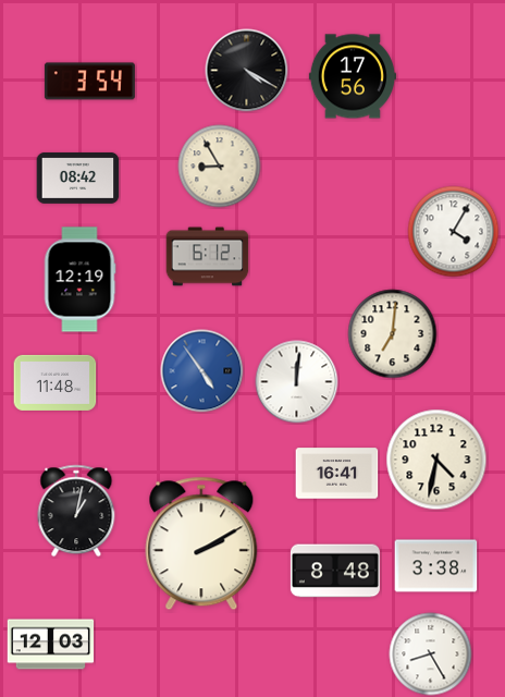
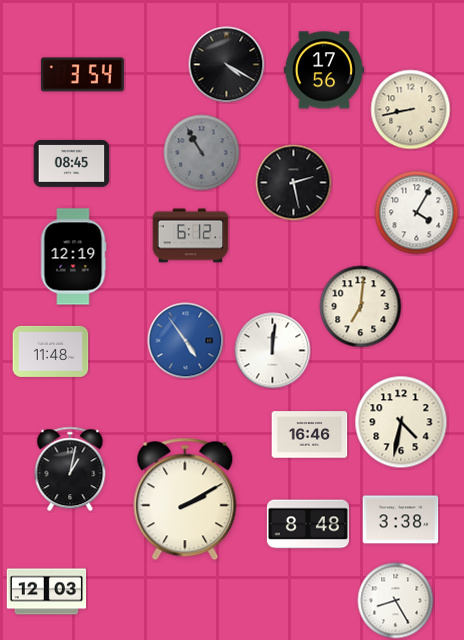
clock at (411, 110): none -> 8:43
clock at (220, 167): 8:55 -> 10:55
clock at (220, 167) dial: cream -> grey
clock at (78, 178): 08:42 -> 08:45
clock at (294, 183): none -> 2:28
clock at (337, 474): 16:41 -> 16:46
